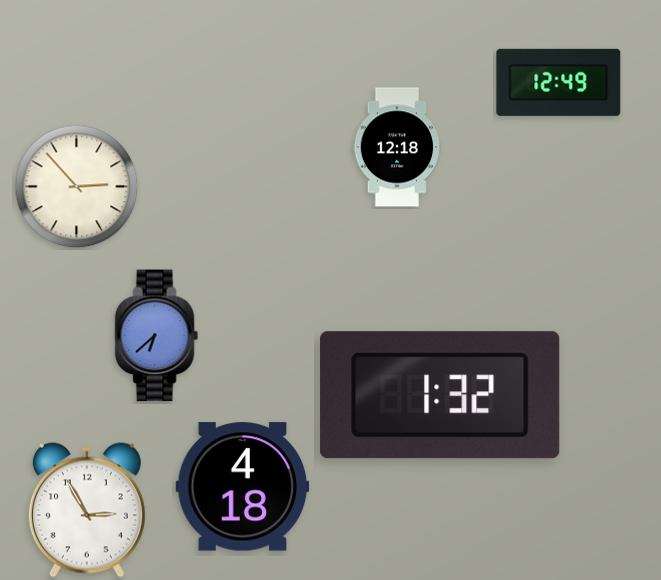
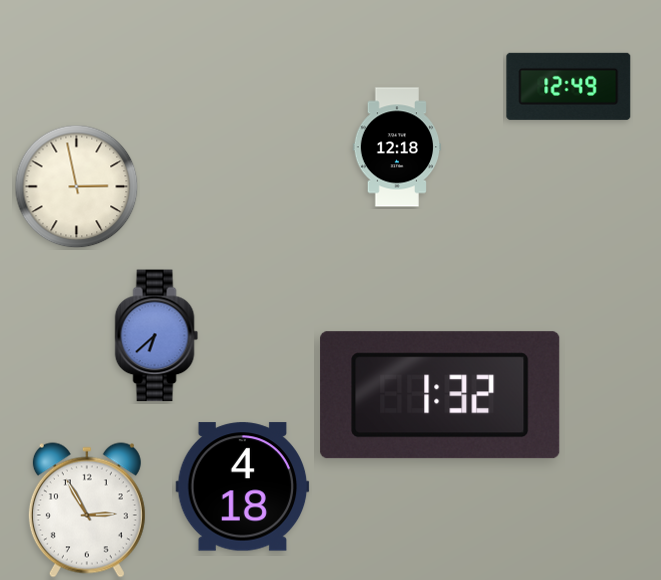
clock at (559, 82) position: (559, 82) -> (569, 86)
clock at (77, 187): 2:53 -> 2:58
